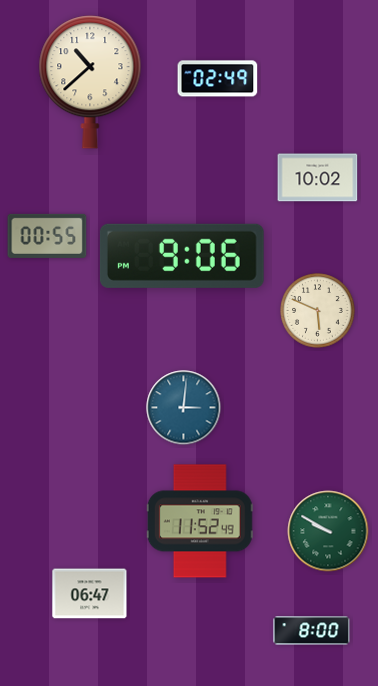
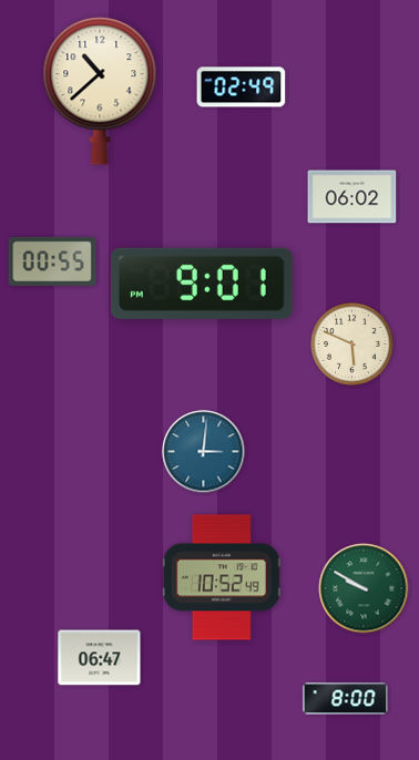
clock at (318, 178): 10:02 -> 06:02
clock at (182, 256): 9:06 -> 9:01
clock at (200, 521): 11:52 -> 10:52
